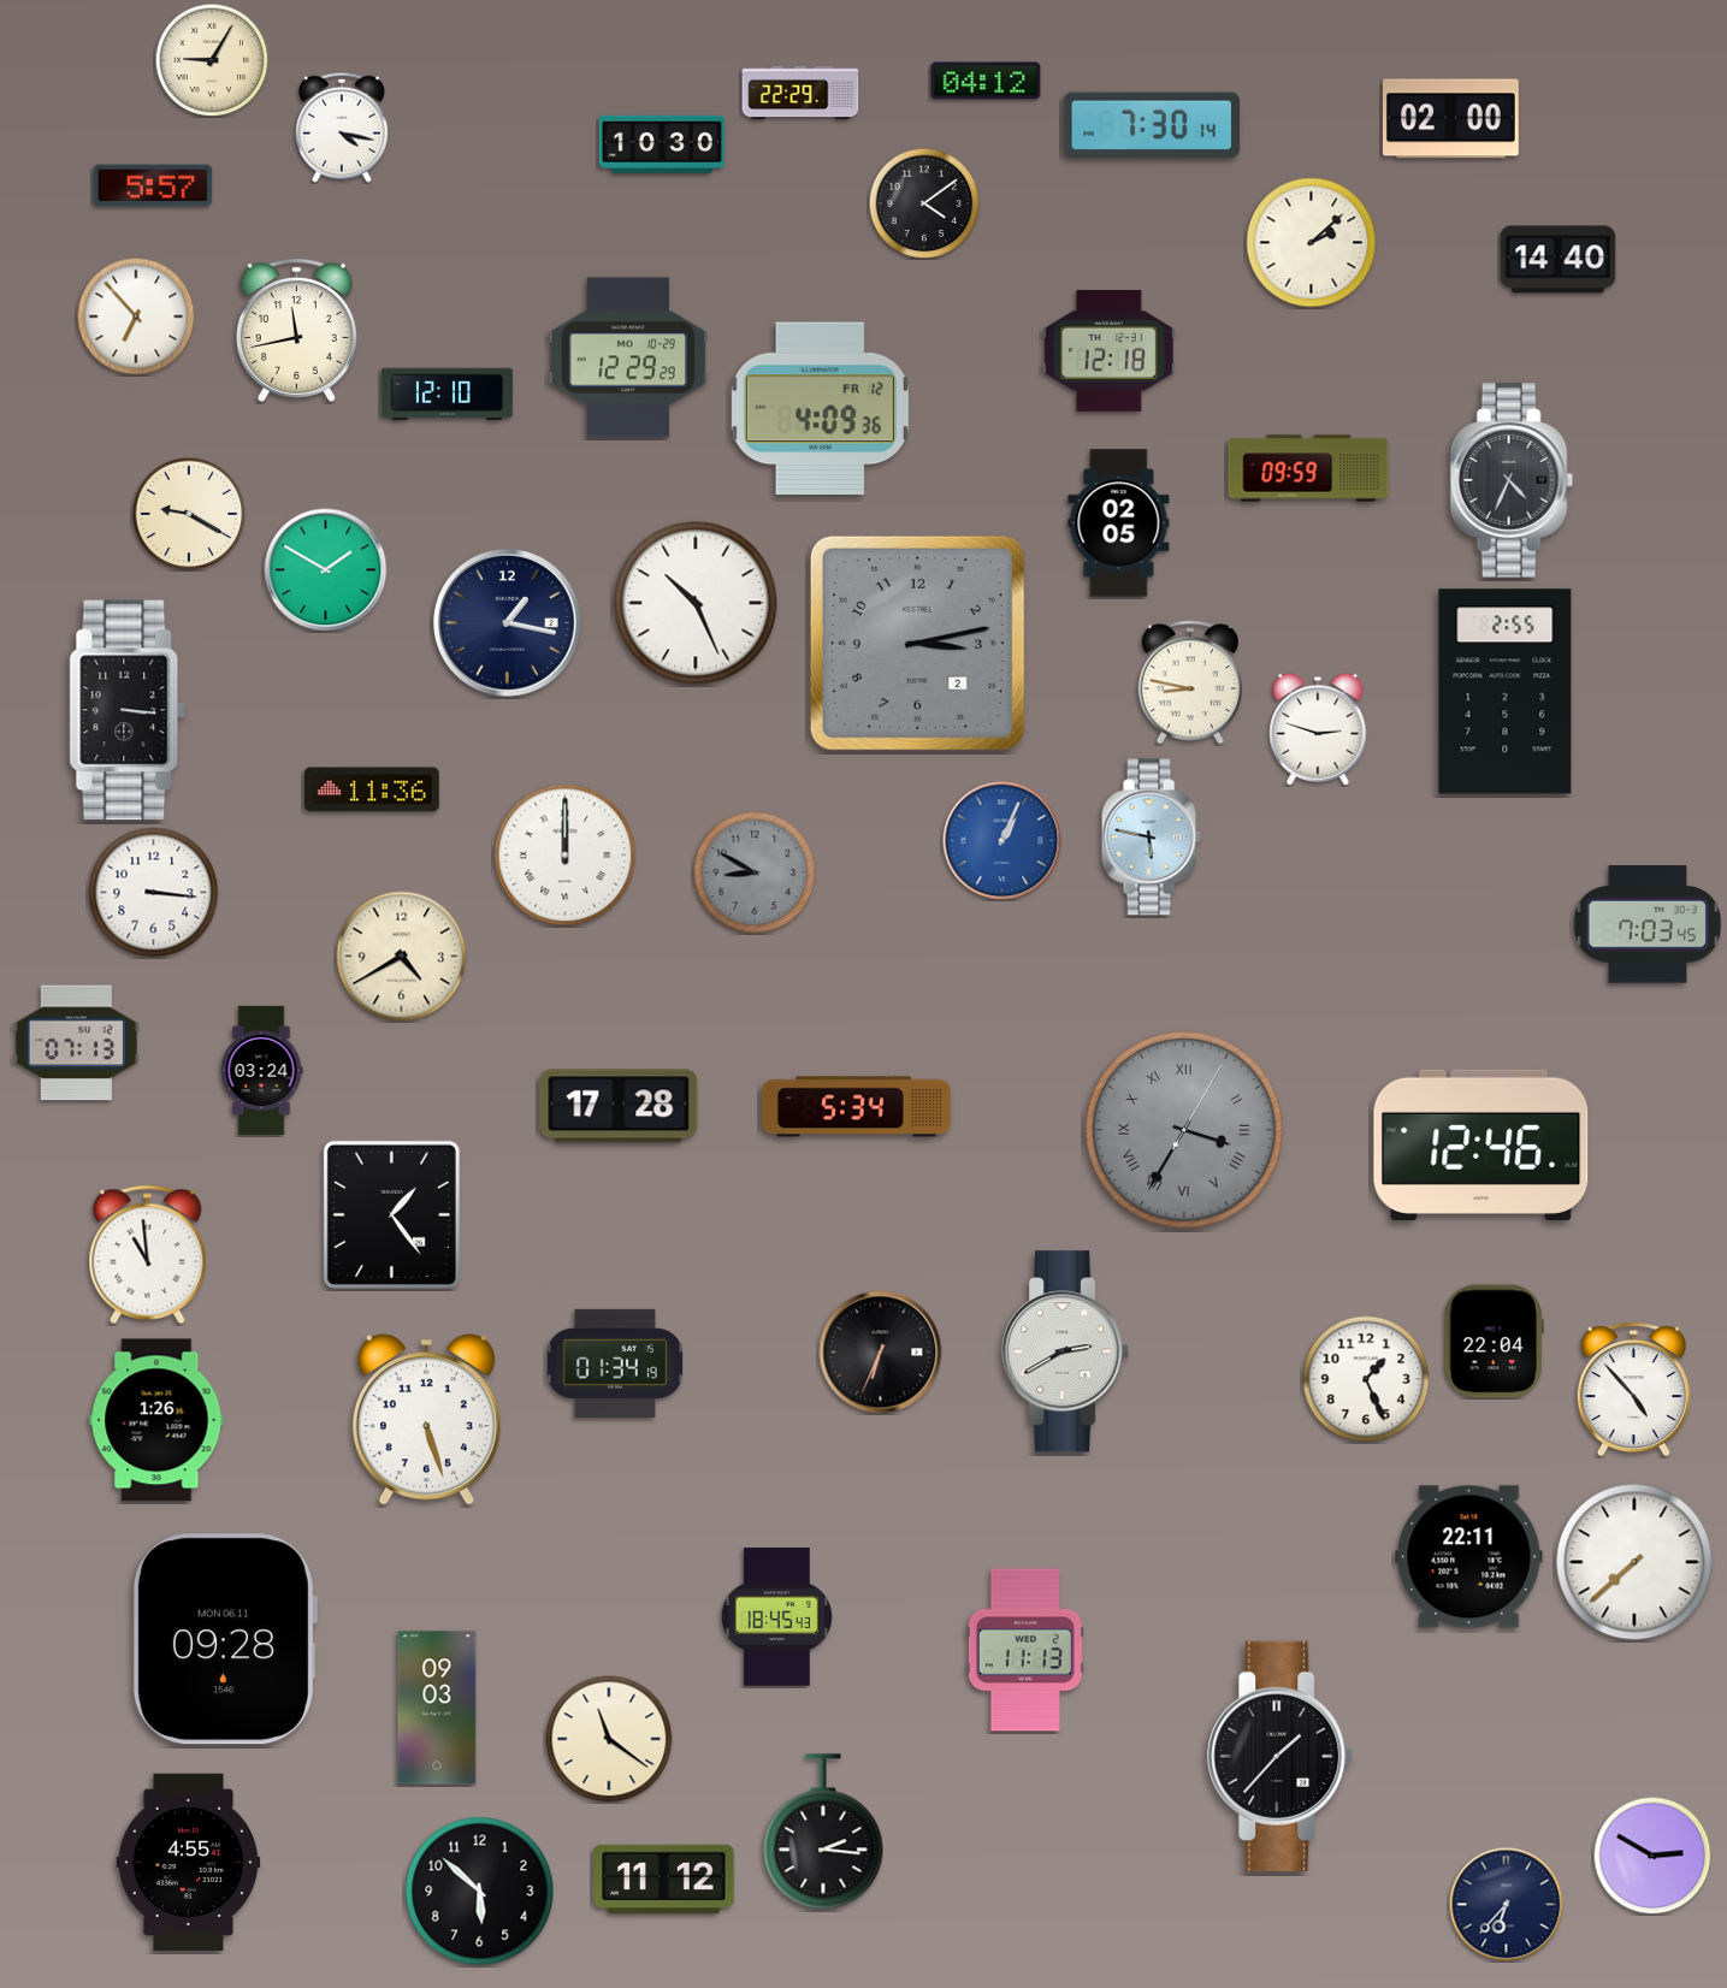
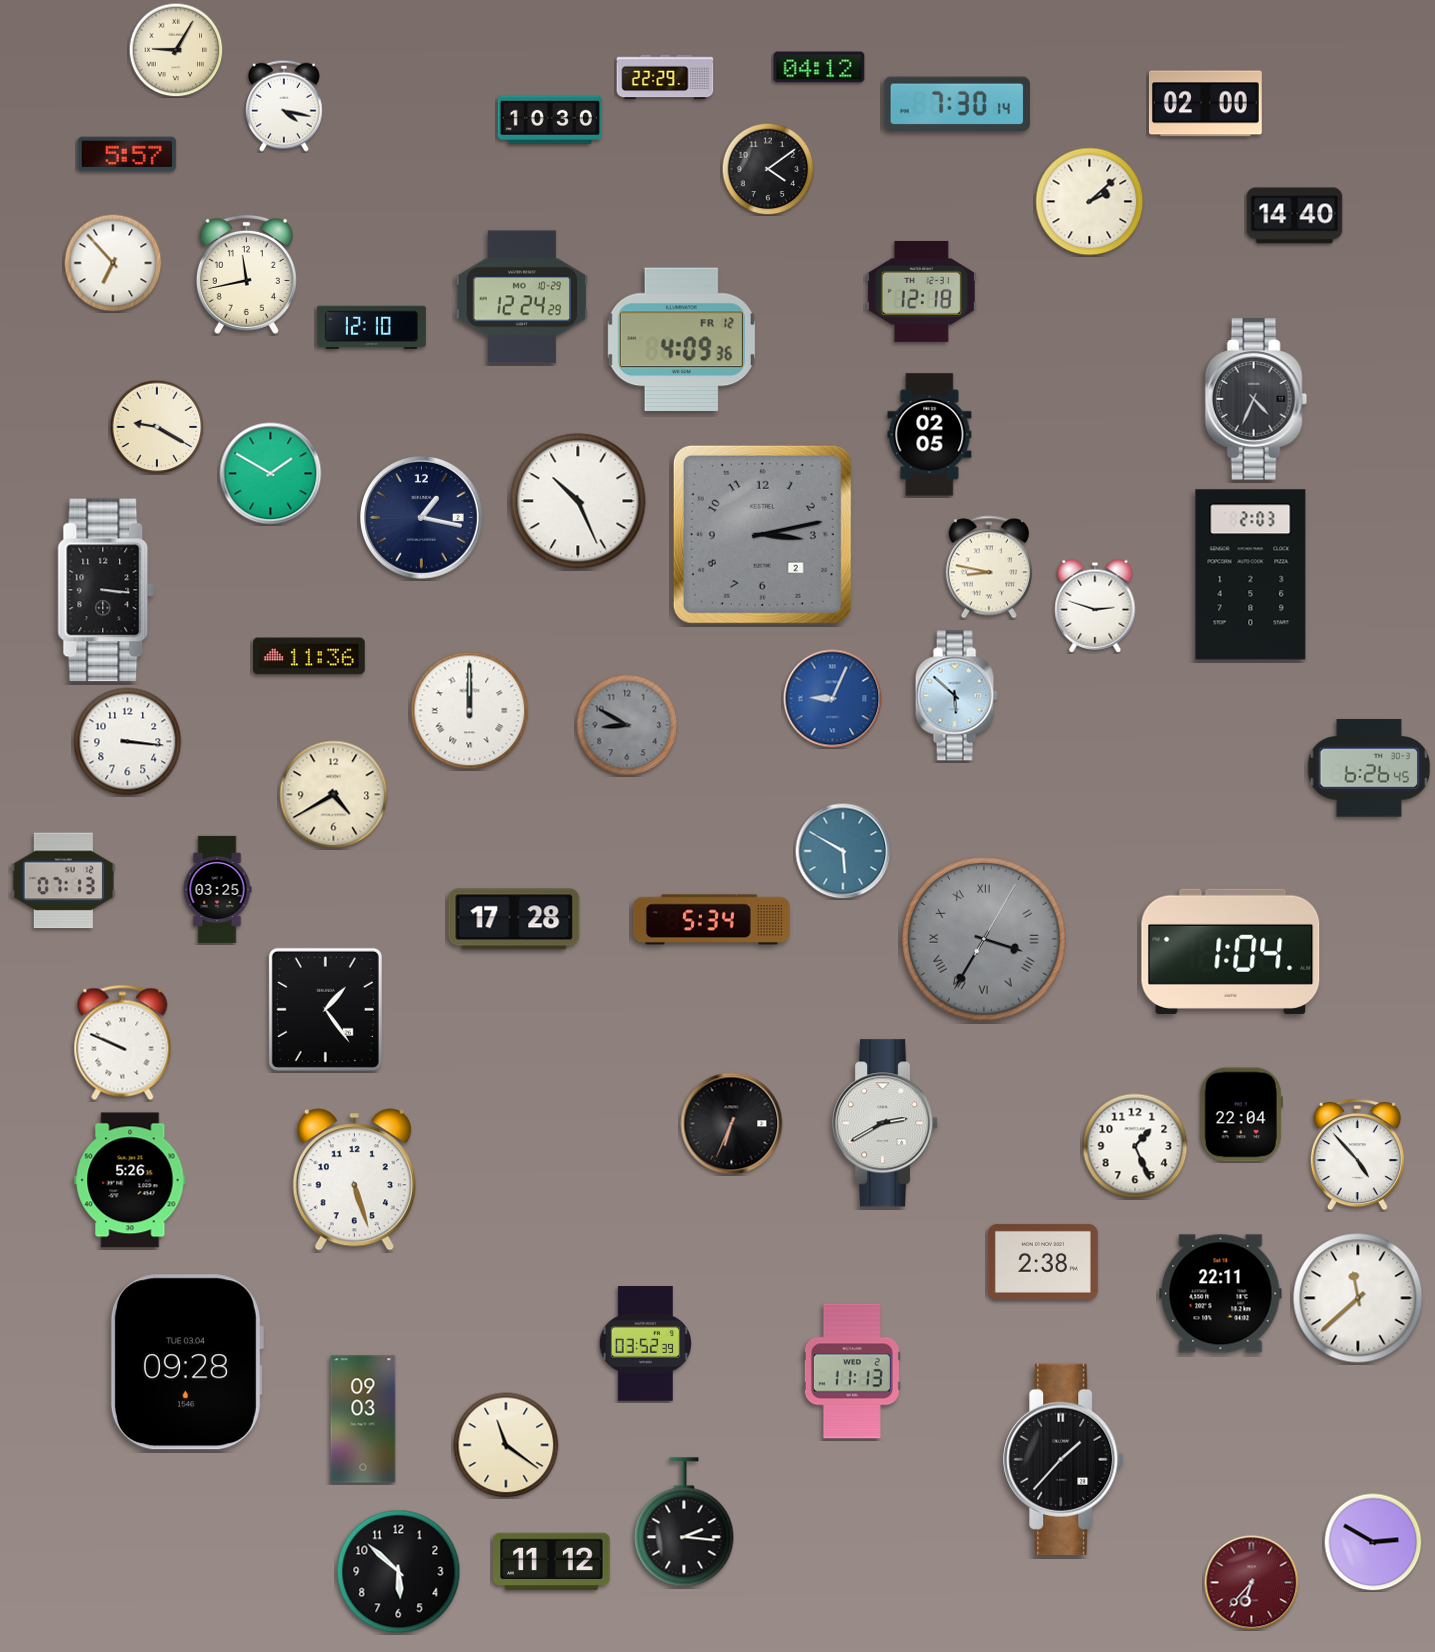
clock at (1450, 119) position: (1450, 119) -> (1205, 104)
clock at (628, 357): 12:29 -> 12:24
clock at (1308, 468): 09:59 -> none
clock at (1506, 692): 2:55 -> 2:03
clock at (1151, 838): 5:47 -> 5:52
clock at (1003, 841): 1:04 -> 9:04
clock at (1648, 924): 7:03 -> 6:26
clock at (843, 851): none -> 5:50
clock at (76, 1043) position: (76, 1043) -> (63, 881)
clock at (261, 1070): 03:24 -> 03:25
clock at (1481, 1144): 12:46 -> 1:04
clock at (148, 1255): 10:59 -> 9:49
clock at (614, 1363): 01:34 -> none
clock at (156, 1420): 1:26 -> 5:26
clock at (1043, 1262): none -> 2:38
clock at (1634, 1562): 7:38 -> 11:38
clock at (776, 1617): 18:45 -> 03:52
clock at (224, 1639) date: MON 06.11 -> TUE 03.04
clock at (189, 1862): 4:55 -> none
clock at (1506, 1904) dial: navy -> burgundy
